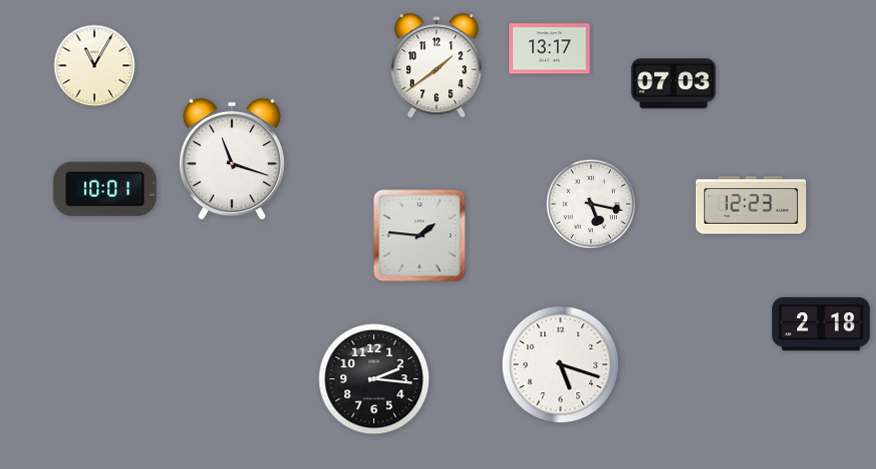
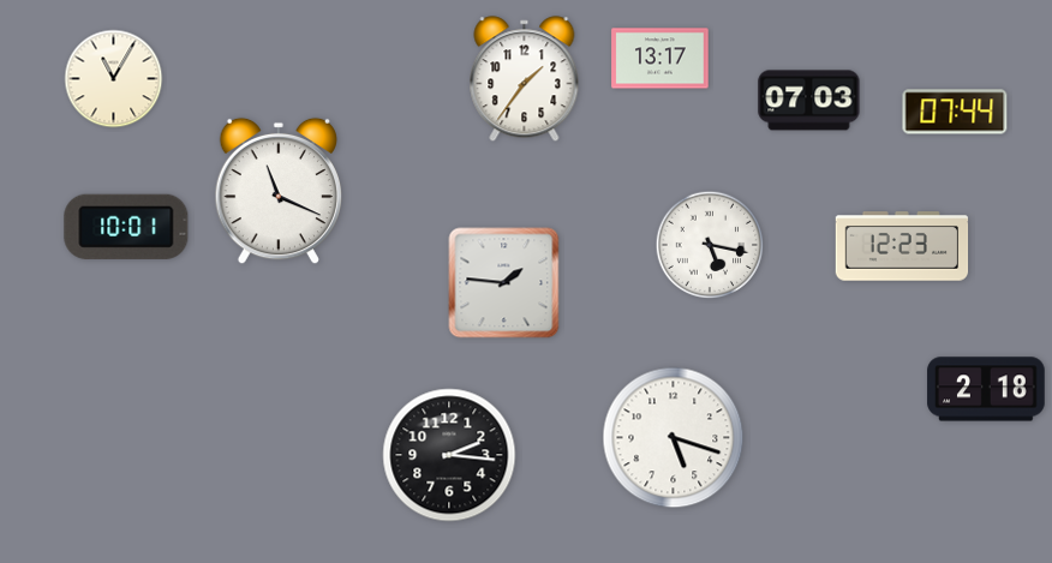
clock at (437, 66): 1:39 -> 1:36
clock at (955, 112): none -> 07:44
clock at (231, 159): 11:18 -> 11:19
